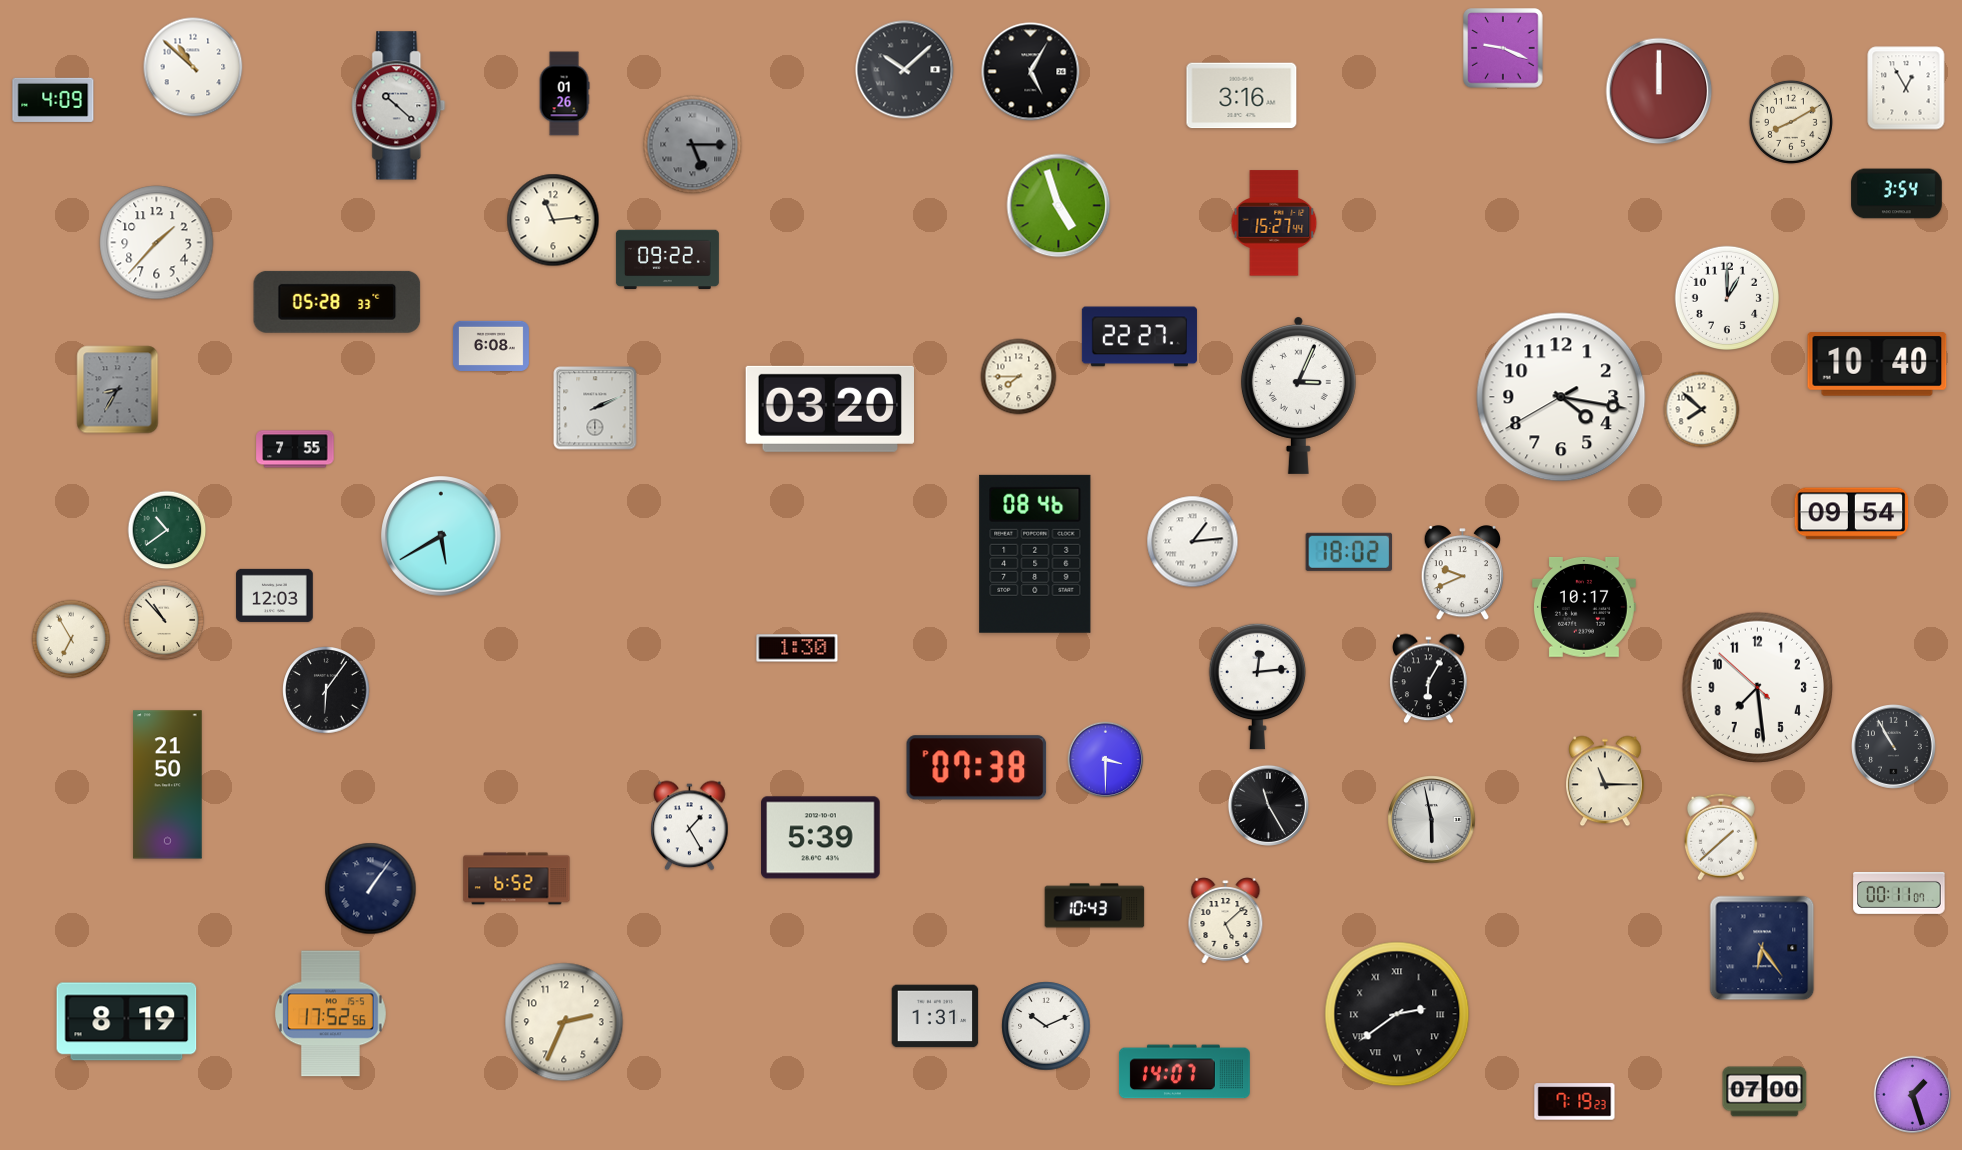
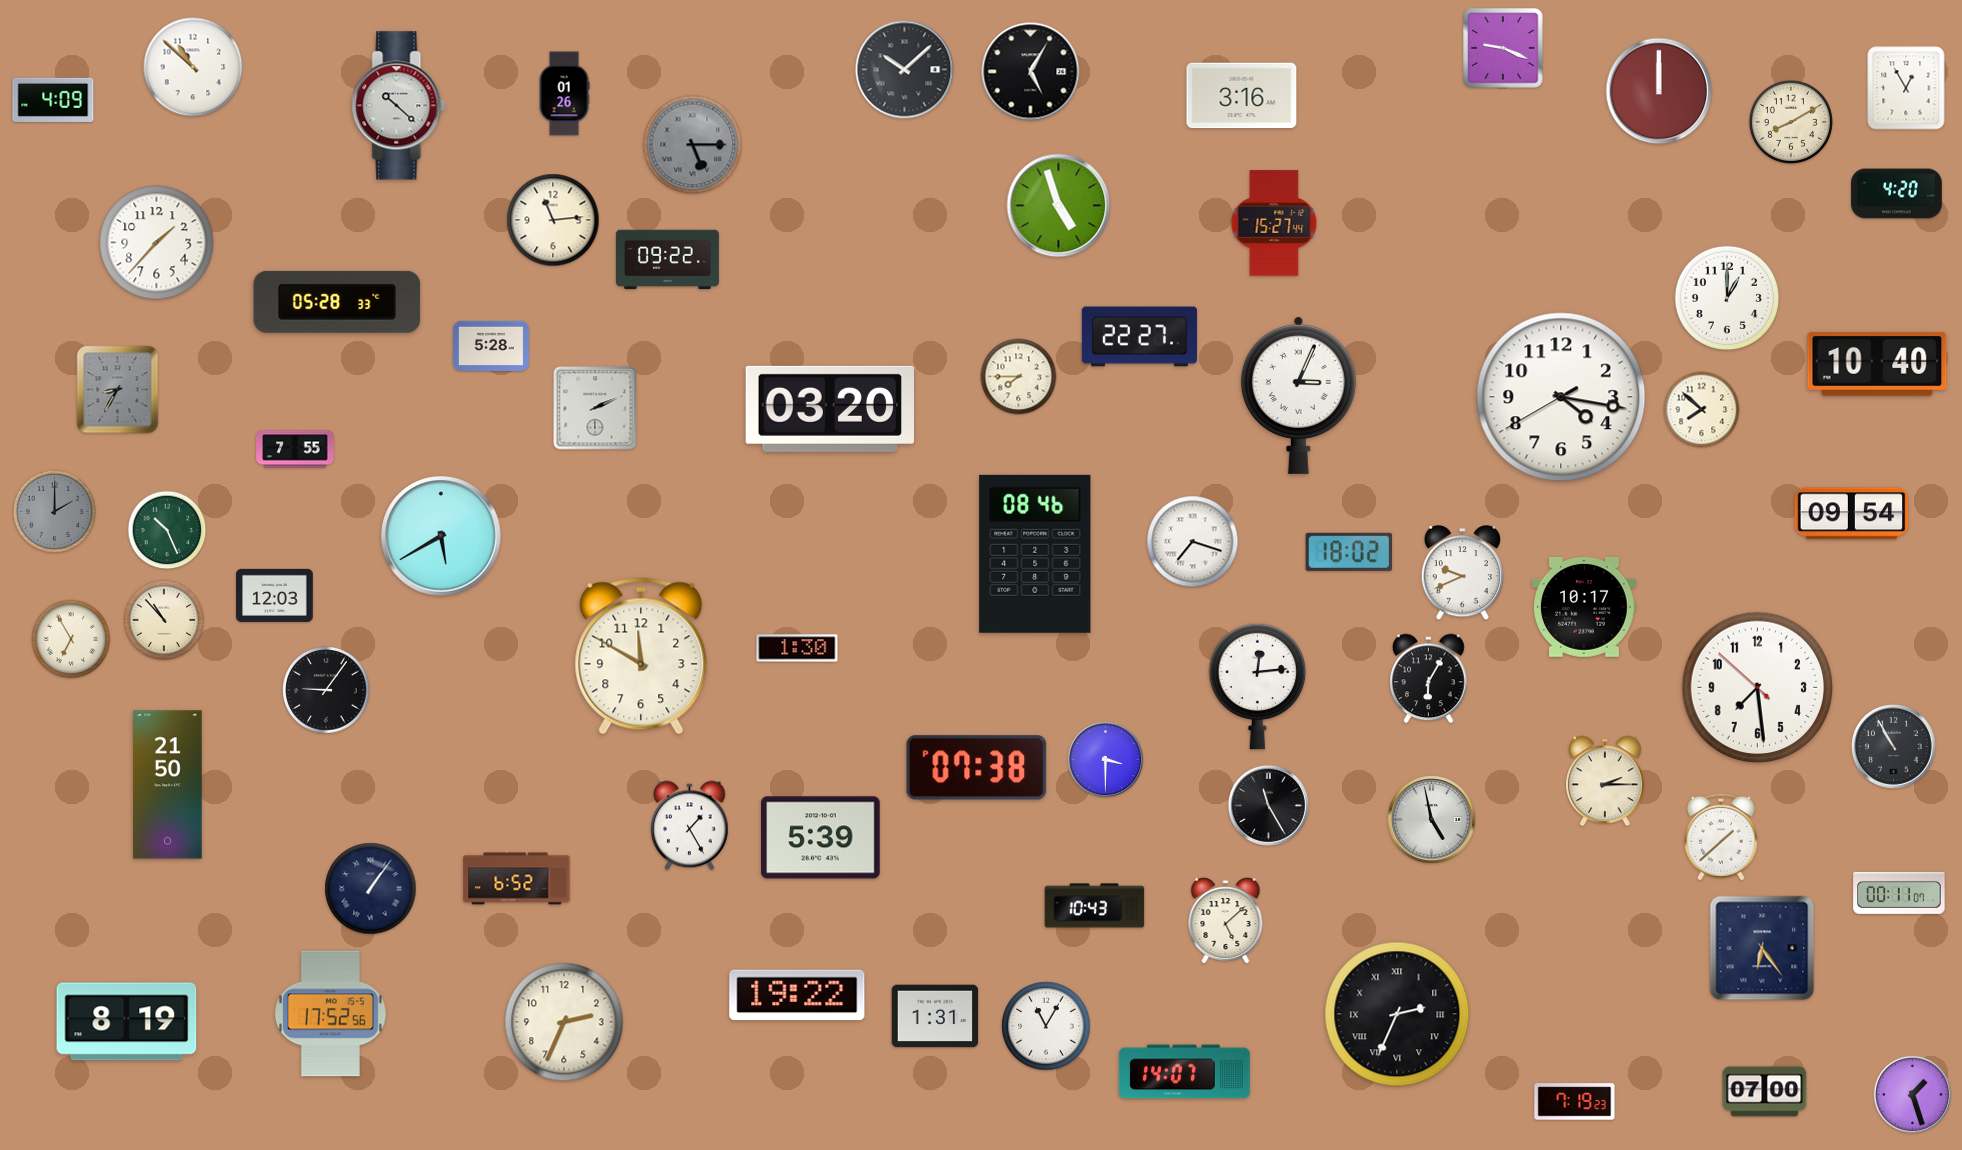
clock at (1897, 194): 3:54 -> 4:20
clock at (491, 346): 6:08 -> 5:28
clock at (54, 511): none -> 2:00
clock at (167, 530): 10:39 -> 10:26
clock at (1193, 542): 1:14 -> 7:18
clock at (641, 656): none -> 11:50
clock at (326, 690): 6:06 -> 9:06
clock at (1606, 781): 11:15 -> 2:15
clock at (1432, 820): 5:58 -> 4:58
clock at (797, 995): none -> 19:22
clock at (1397, 1014): 2:39 -> 2:34
clock at (1046, 1026): 10:11 -> 11:05
